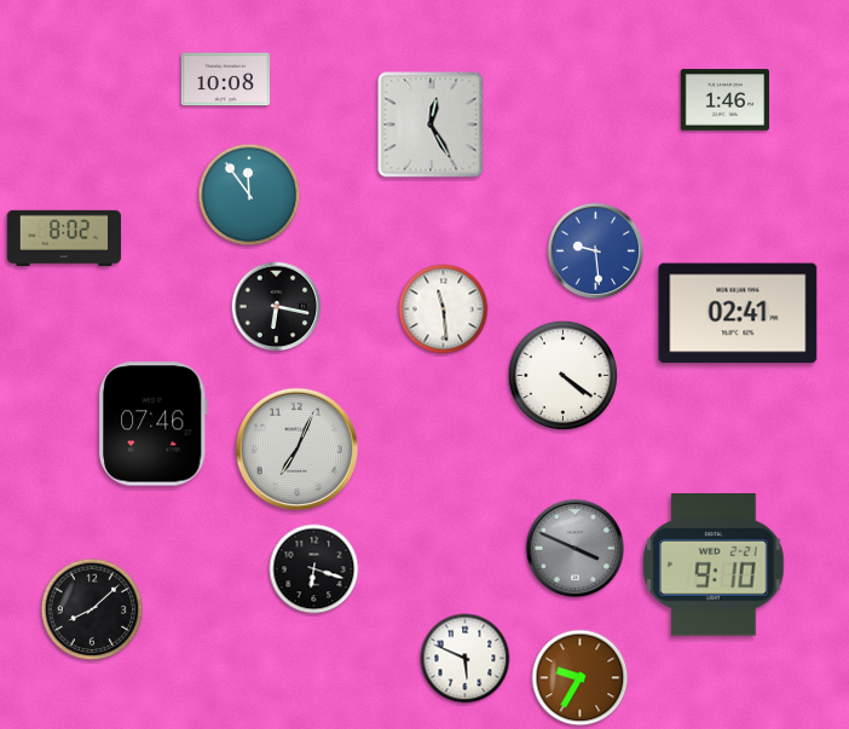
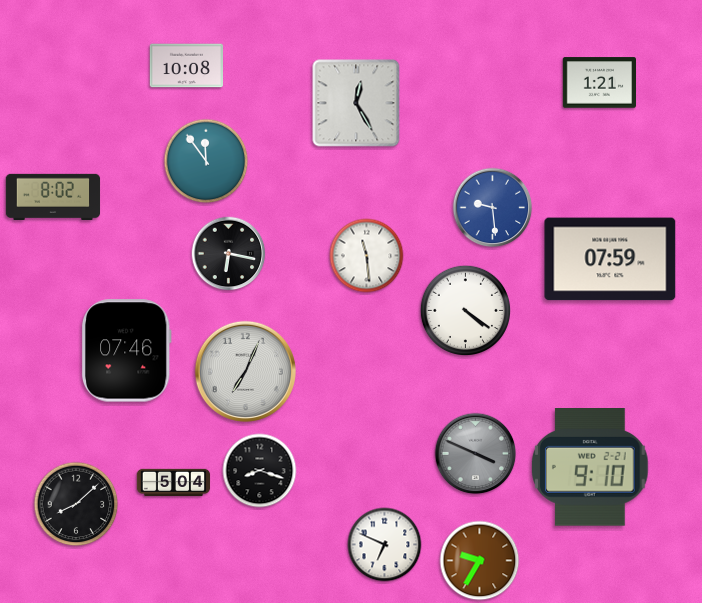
clock at (724, 100): 1:46 -> 1:21
clock at (738, 313): 02:41 -> 07:59
clock at (314, 569): 6:18 -> 8:18
clock at (174, 483): none -> 5:04
clock at (466, 659): 5:49 -> 6:49
